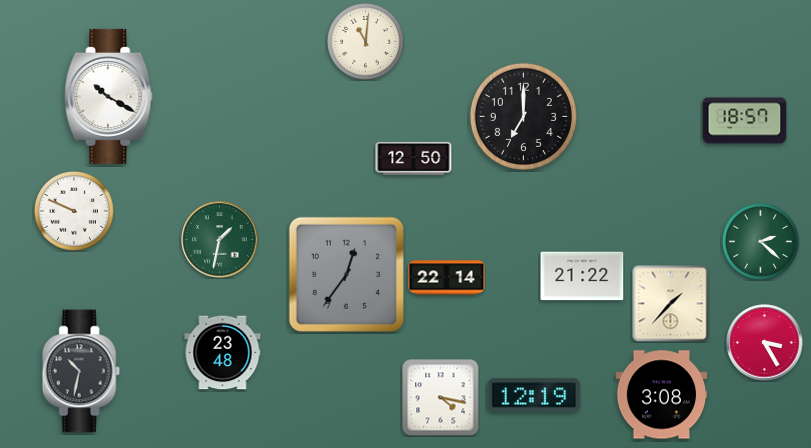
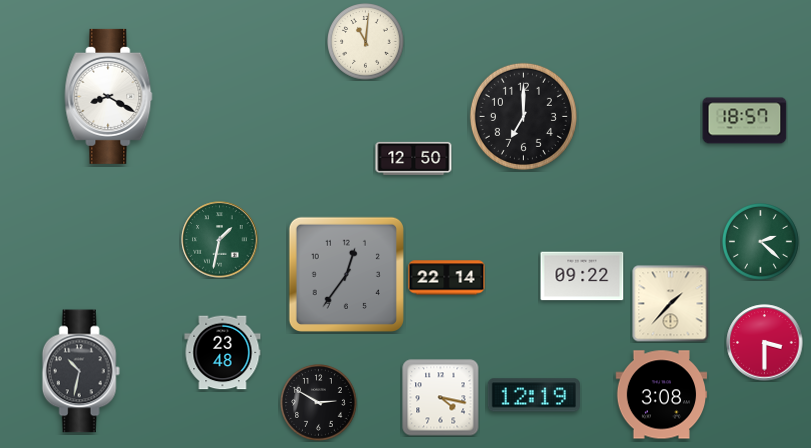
clock at (109, 96): 10:20 -> 8:20
clock at (75, 212): 9:49 -> none
clock at (582, 276): 21:22 -> 09:22
clock at (765, 343): 3:25 -> 3:30
clock at (319, 403): none -> 2:50
